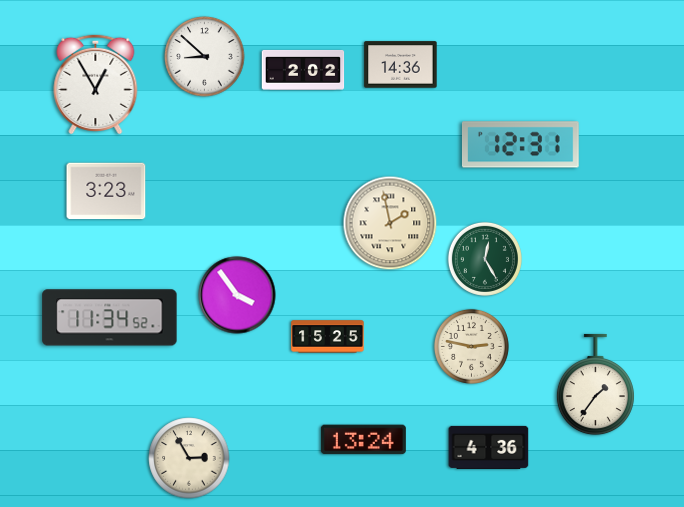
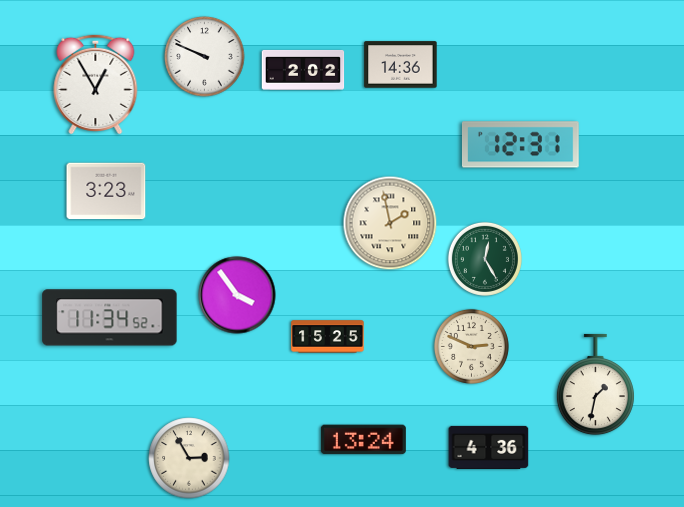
clock at (205, 57): 8:52 -> 9:49
clock at (471, 346): 2:47 -> 2:49
clock at (595, 385): 1:36 -> 1:32
